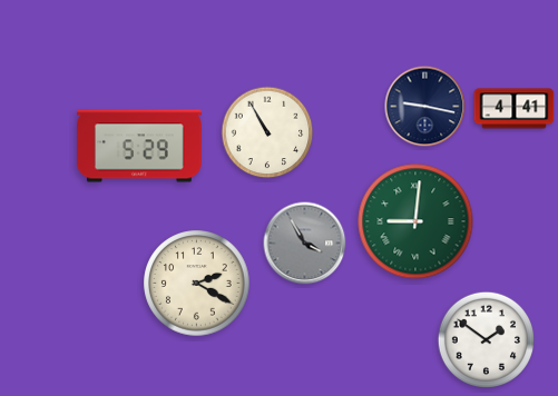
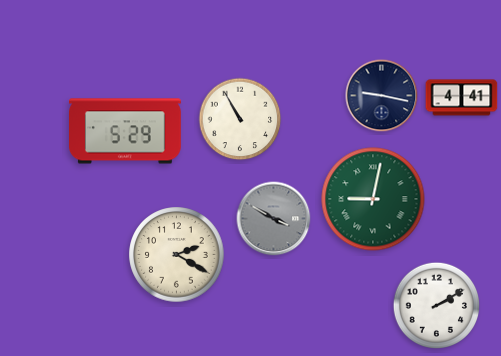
clock at (415, 221): 9:01 -> 9:02
clock at (305, 244): 3:55 -> 3:50
clock at (486, 339): 1:51 -> 2:10
